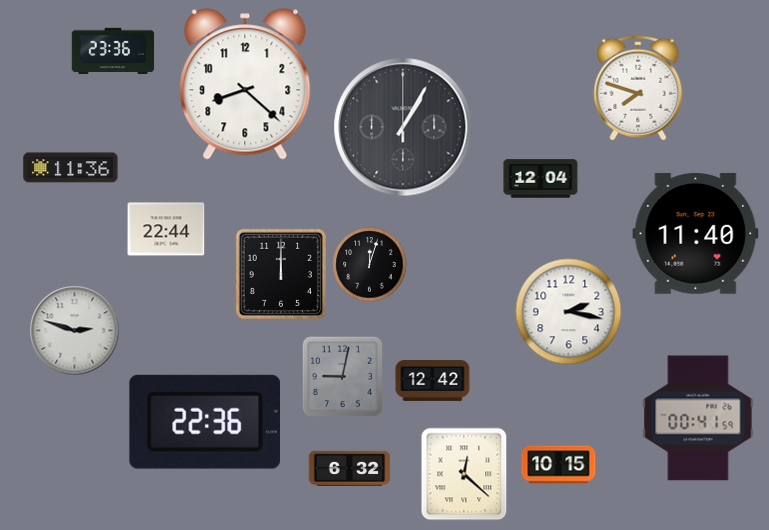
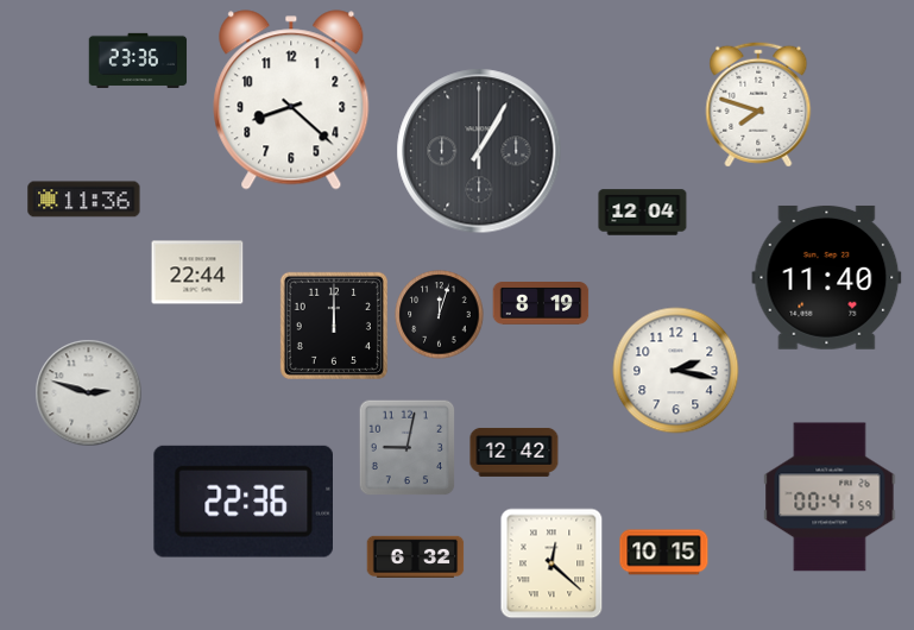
clock at (113, 50) position: (113, 50) -> (138, 59)
clock at (541, 304): none -> 8:19
